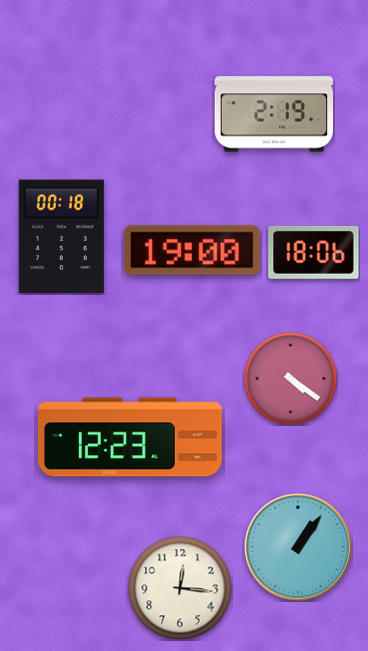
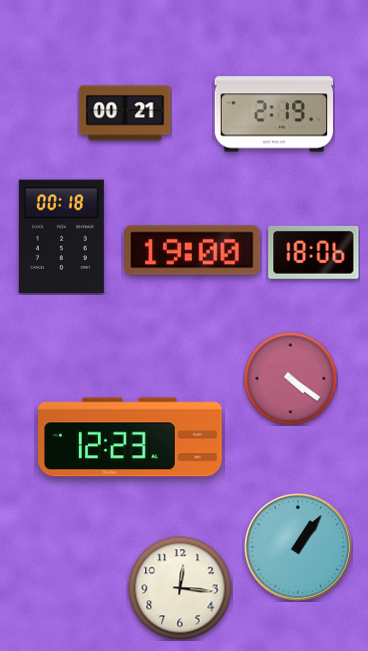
clock at (125, 113): none -> 00:21
